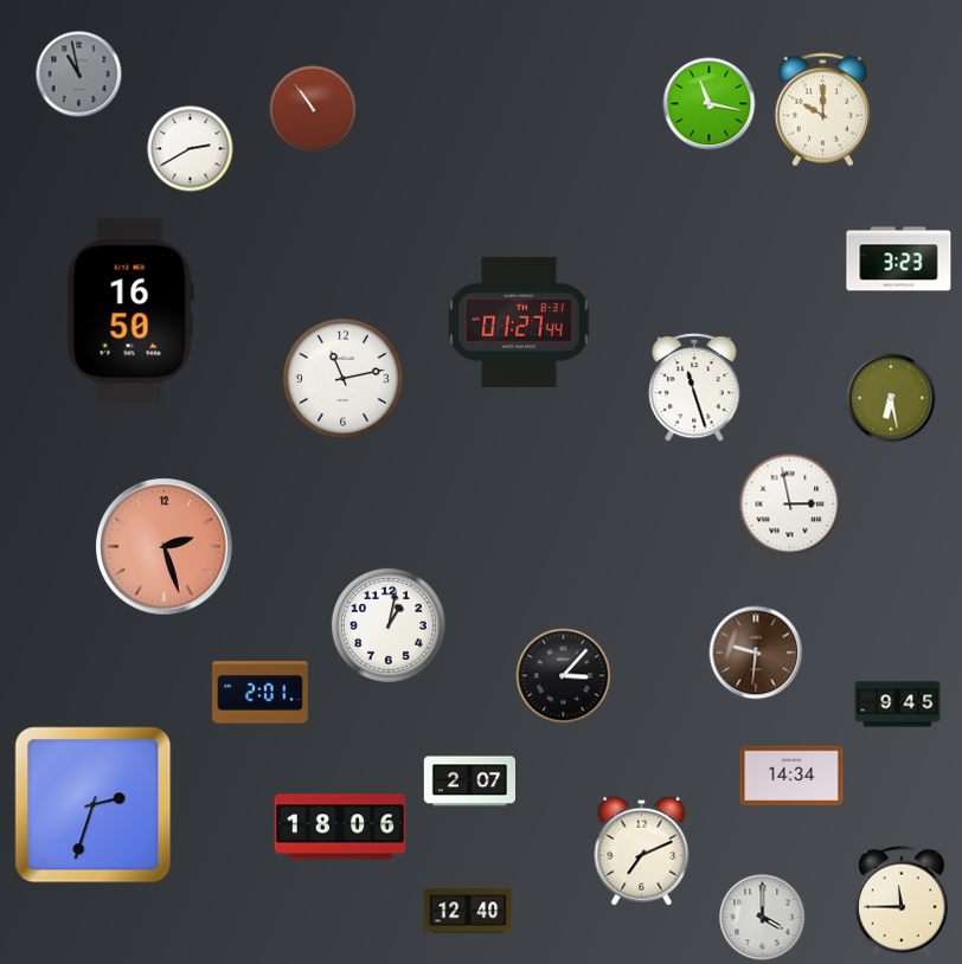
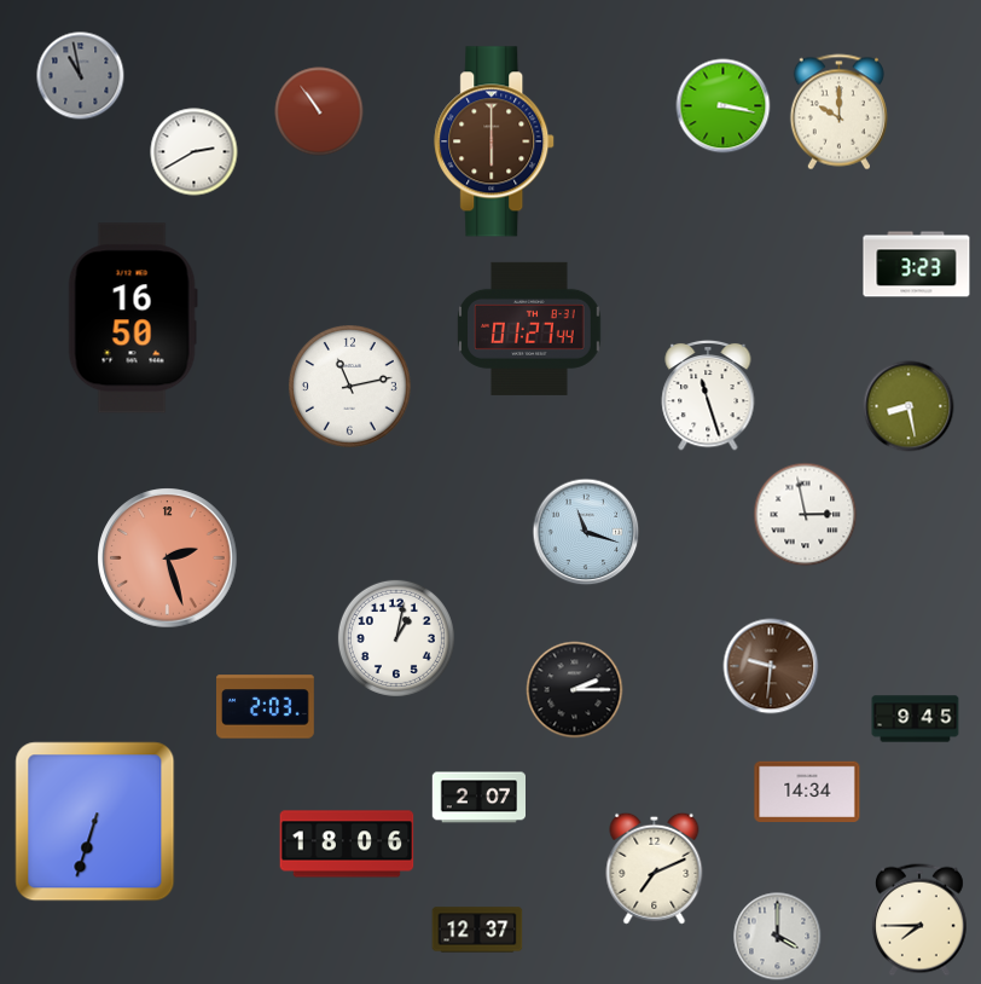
clock at (710, 104): 11:17 -> 3:17
clock at (495, 141): none -> 6:00
clock at (891, 398): 6:28 -> 8:28
clock at (586, 532): none -> 11:18
clock at (564, 676): 3:07 -> 2:15
clock at (261, 693): 2:01 -> 2:03
clock at (94, 805): 2:33 -> 6:33
clock at (902, 901): 11:45 -> 7:45
clock at (468, 911): 12:40 -> 12:37
